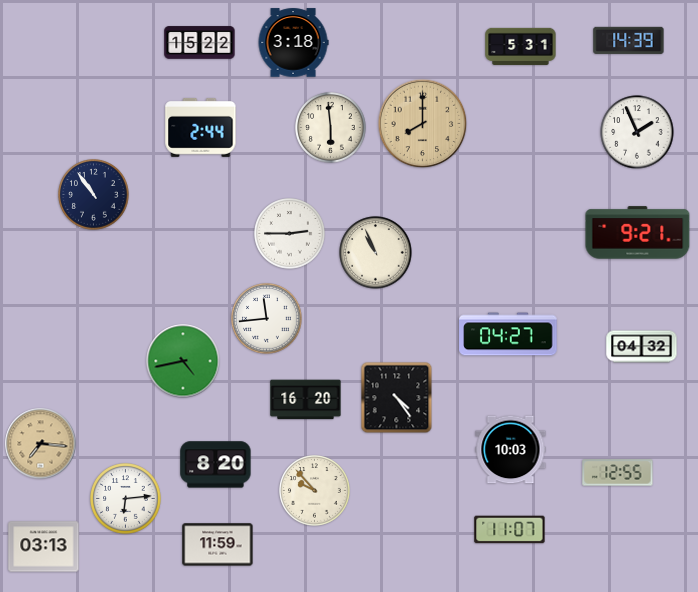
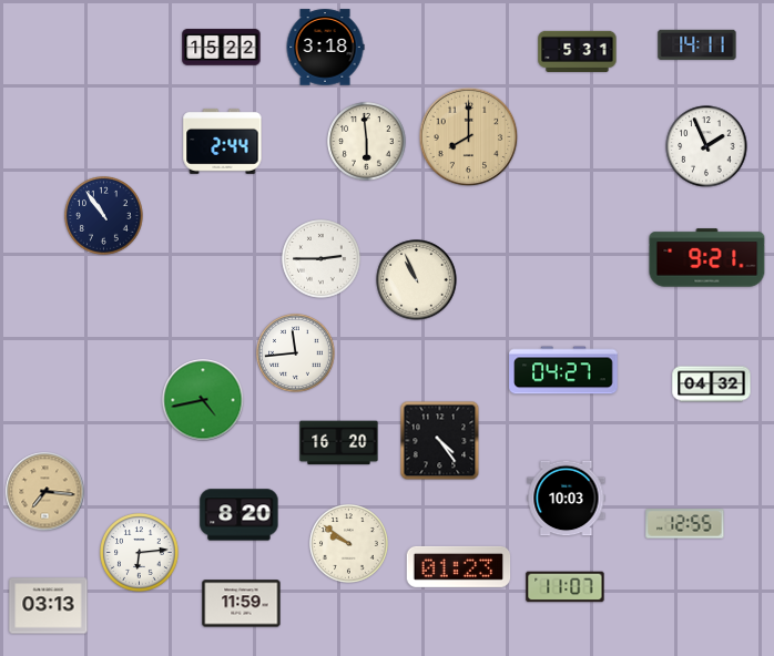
clock at (629, 40): 14:39 -> 14:11
clock at (315, 491): 9:53 -> 9:51
clock at (459, 566): none -> 01:23
